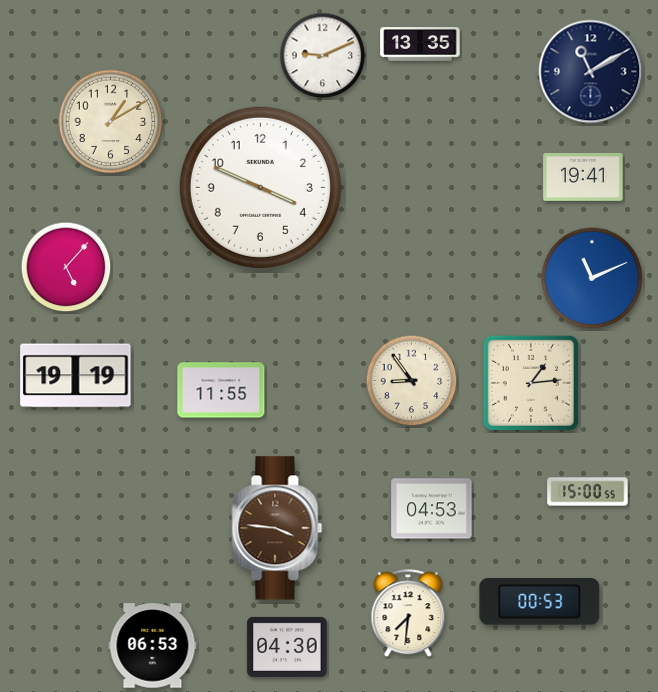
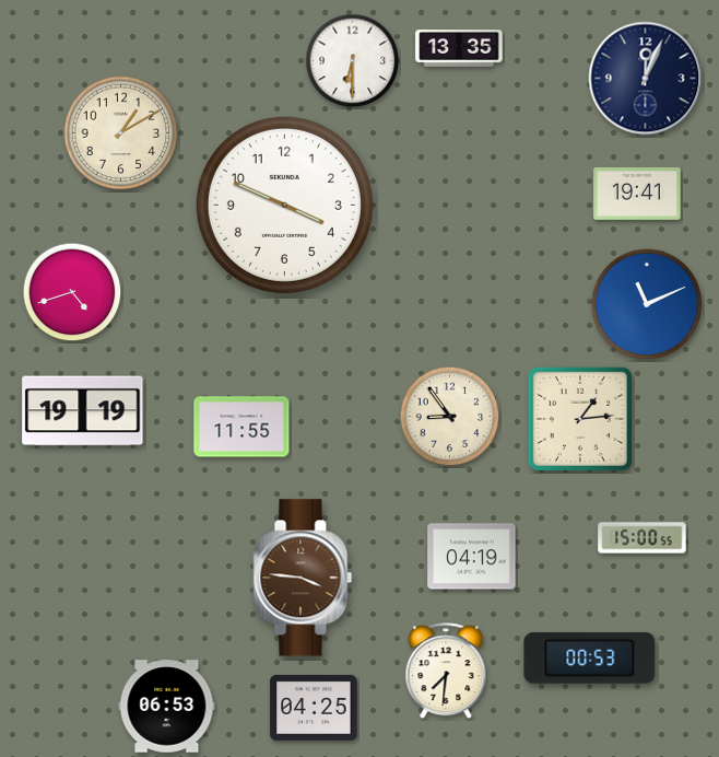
clock at (323, 56): 9:11 -> 6:30
clock at (591, 72): 11:10 -> 12:04
clock at (66, 267): 5:07 -> 4:42
clock at (432, 509): 04:53 -> 04:19
clock at (287, 647): 04:30 -> 04:25
